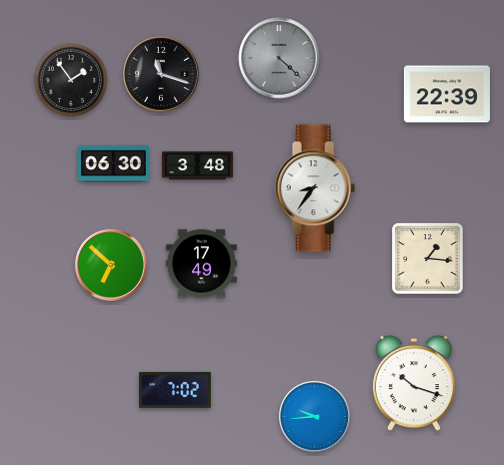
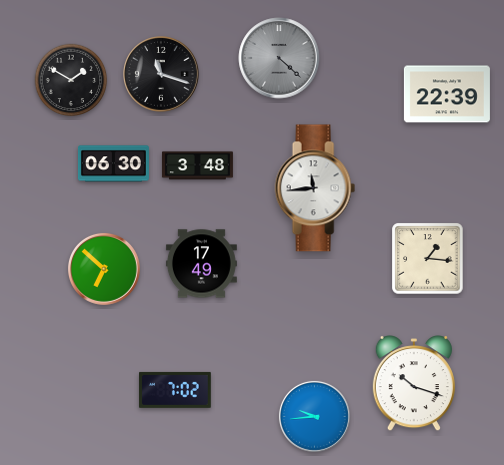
clock at (71, 80): 1:54 -> 1:50
clock at (315, 188): 8:36 -> 11:44
clock at (111, 265) position: (111, 265) -> (104, 269)
